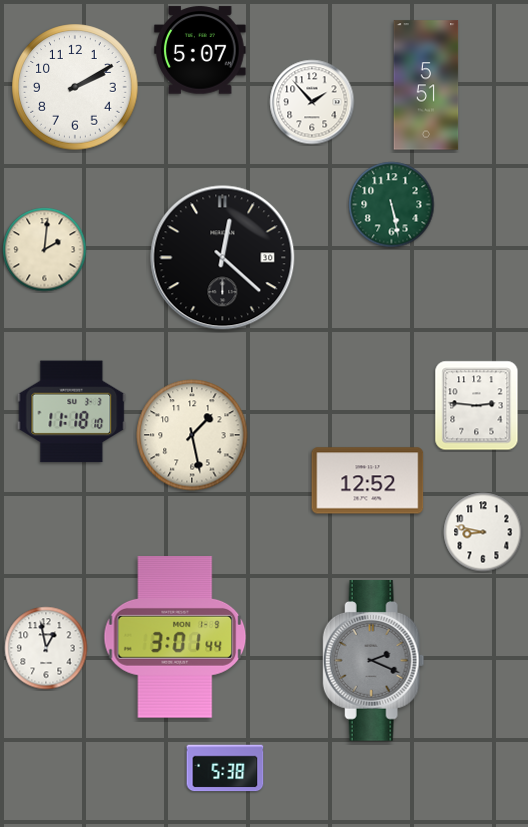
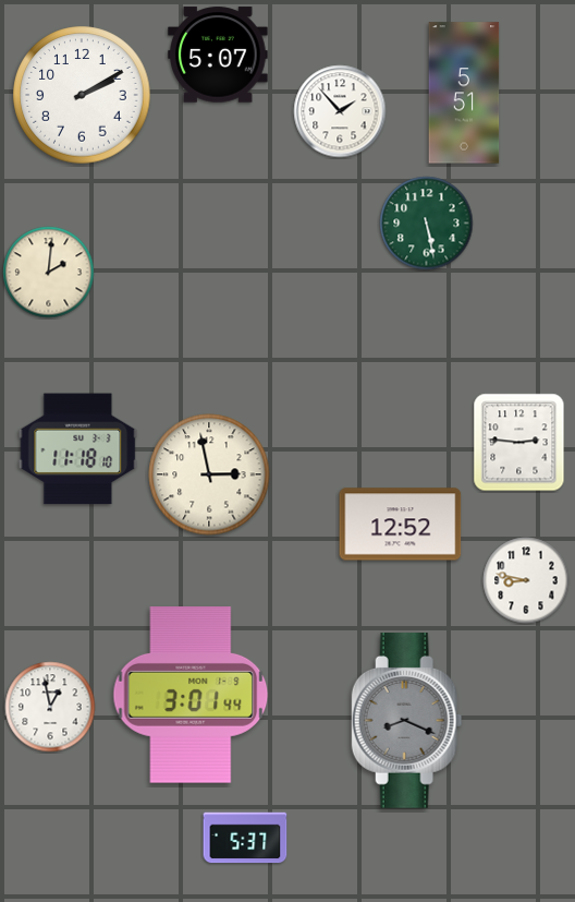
clock at (223, 258): 12:22 -> none
clock at (192, 435): 1:28 -> 2:58
clock at (374, 661): 2:19 -> 8:19
clock at (225, 768): 5:38 -> 5:37
